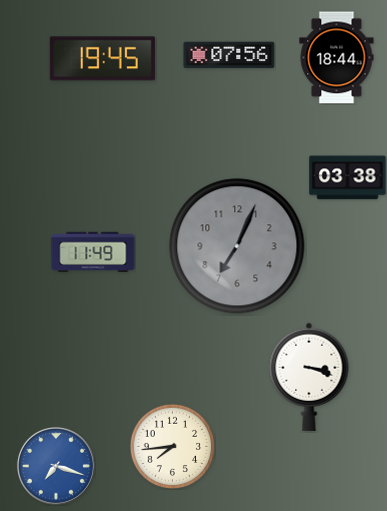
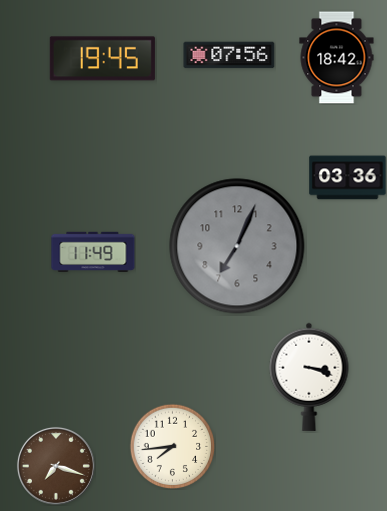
clock at (337, 58): 18:44 -> 18:42
clock at (348, 178): 03:38 -> 03:36
clock at (56, 466) dial: blue -> brown
